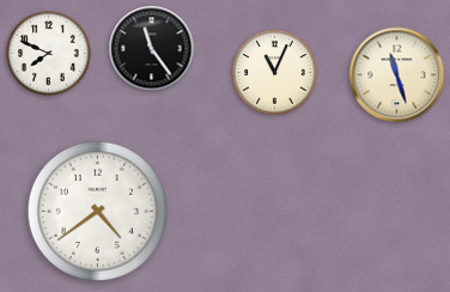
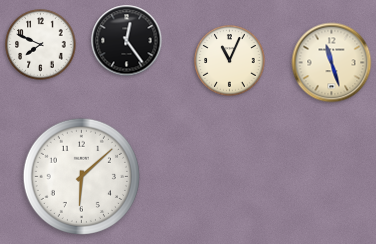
clock at (152, 49): 11:24 -> 12:24
clock at (97, 211): 4:39 -> 6:08
